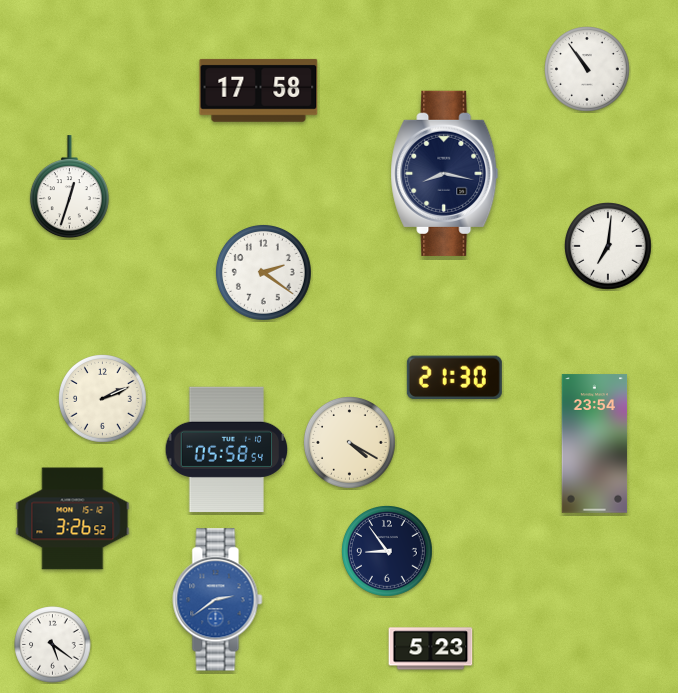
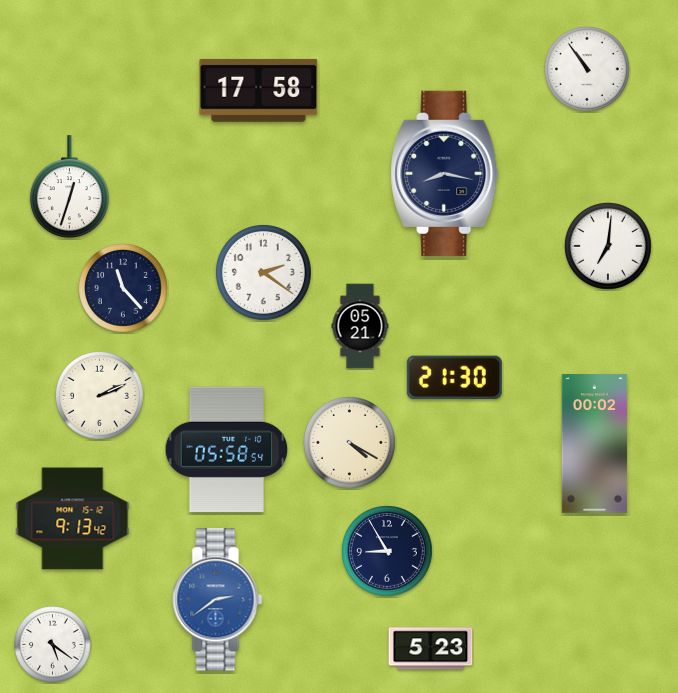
clock at (124, 289): none -> 11:23
clock at (360, 326): none -> 05:21
clock at (103, 399) position: (103, 399) -> (100, 396)
clock at (595, 444): 23:54 -> 00:02
clock at (73, 519): 3:26 -> 9:13
clock at (388, 552): 8:54 -> 8:55
